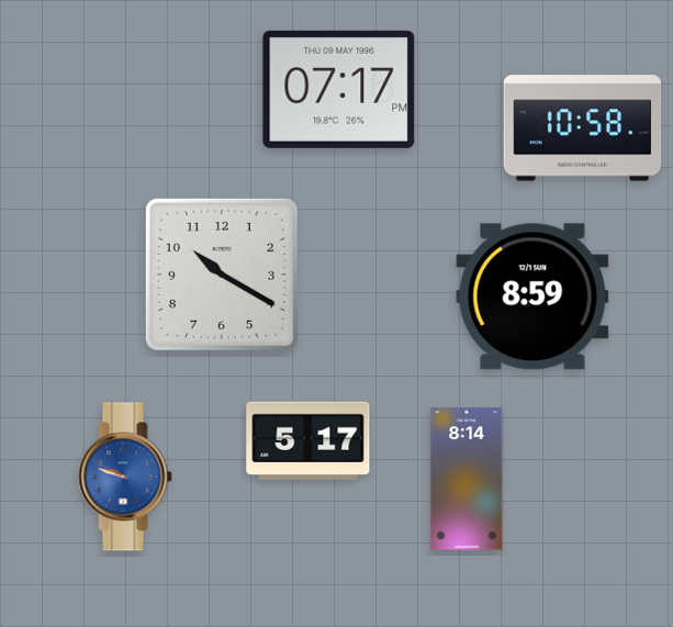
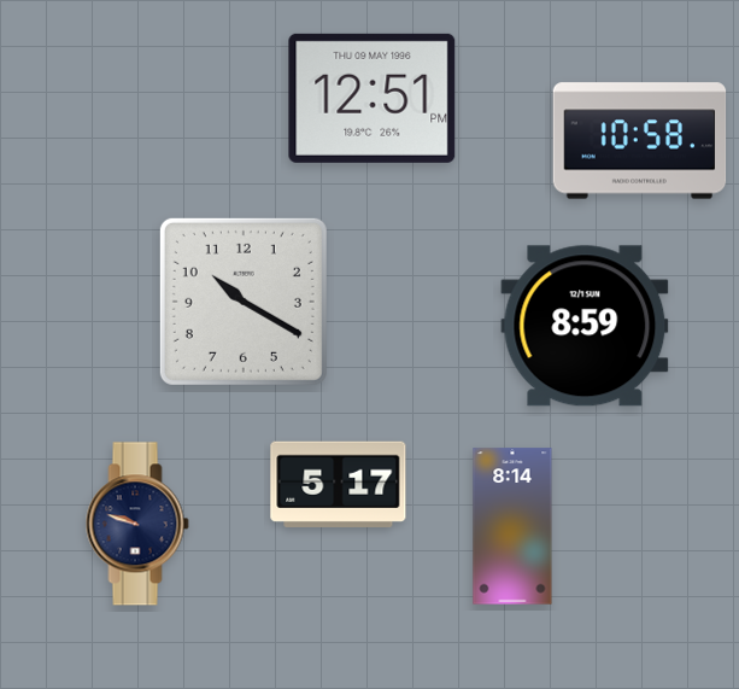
clock at (339, 89): 07:17 -> 12:51
clock at (125, 477) dial: blue -> navy
